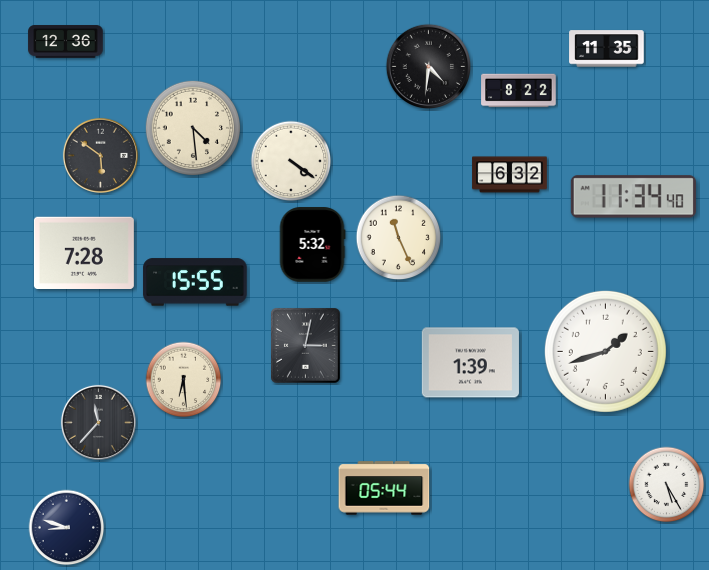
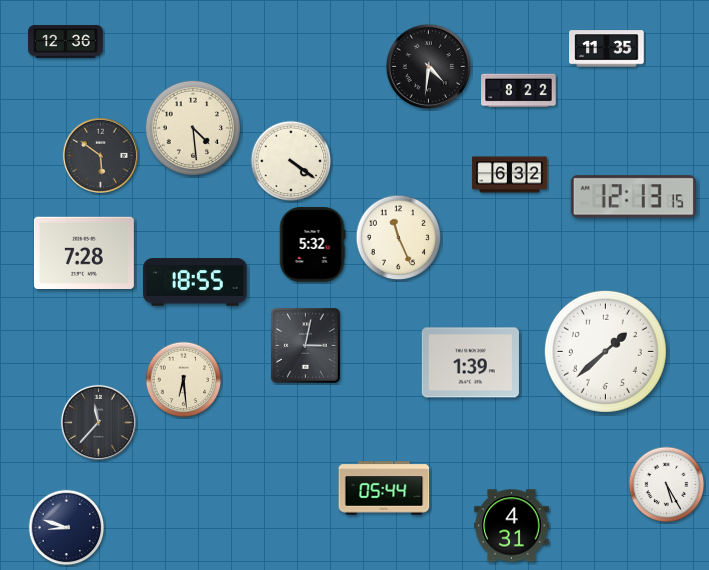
clock at (633, 197): 11:34 -> 12:13
clock at (195, 282): 15:55 -> 18:55
clock at (605, 351): 1:42 -> 1:38
clock at (512, 526): none -> 4:31
